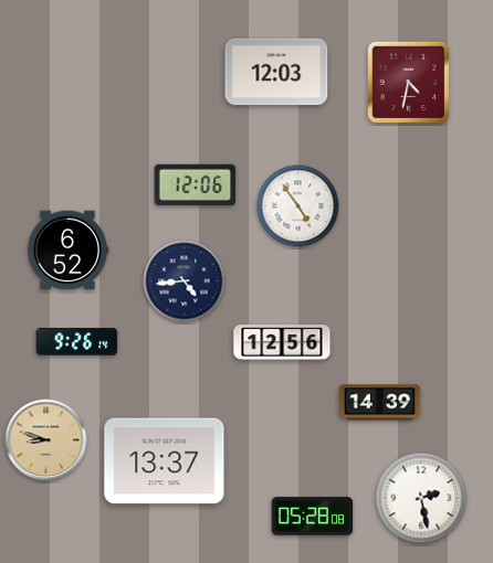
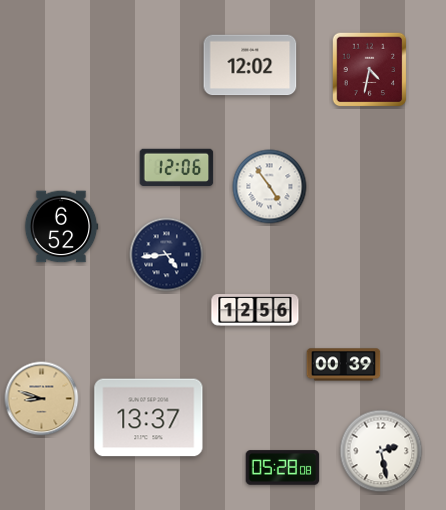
clock at (276, 72): 12:03 -> 12:02
clock at (409, 83) position: (409, 83) -> (370, 70)
clock at (77, 342): 9:26 -> none
clock at (380, 403): 14:39 -> 00:39
